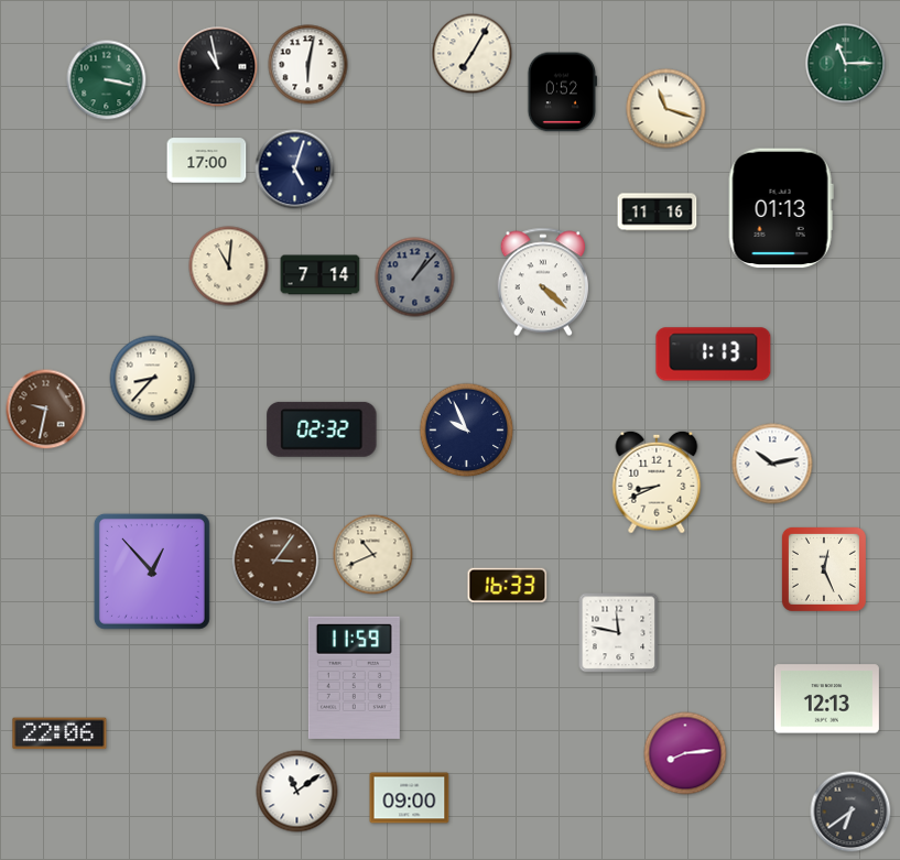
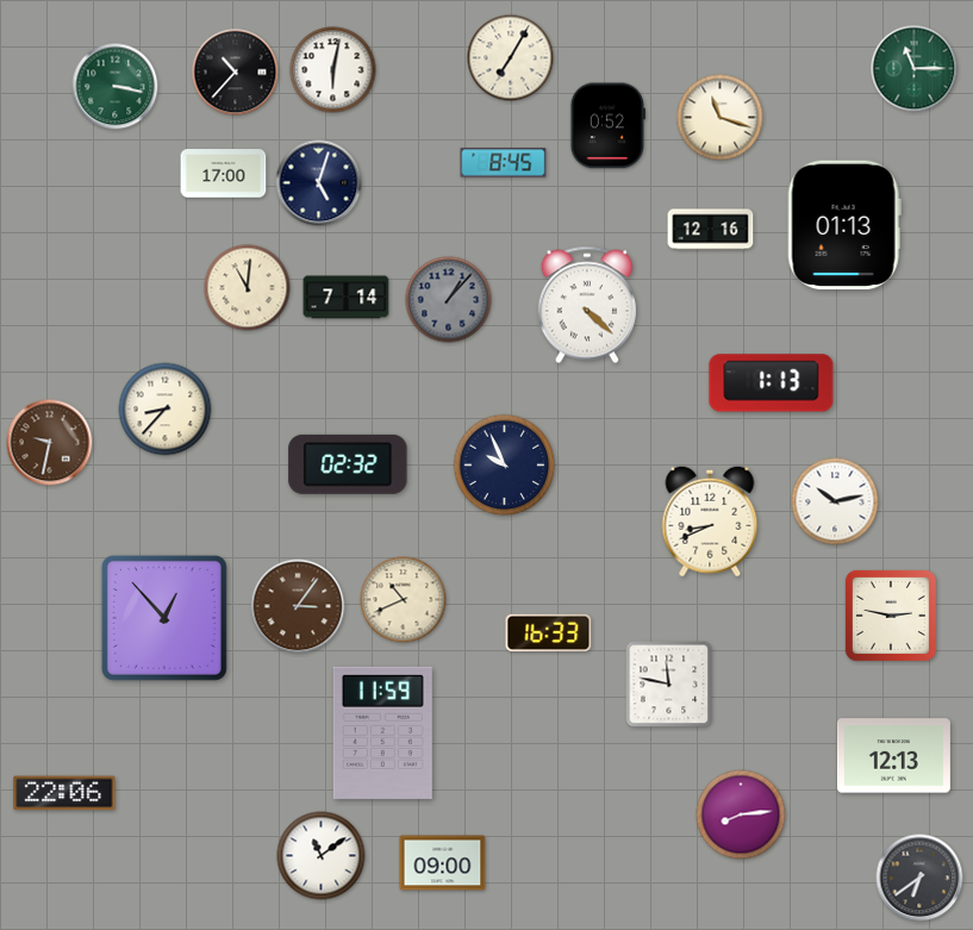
clock at (218, 67): 10:58 -> 10:37
clock at (562, 92) position: (562, 92) -> (607, 126)
clock at (504, 163): none -> 8:45
clock at (658, 213): 11:16 -> 12:16
clock at (824, 569): 12:26 -> 2:47
